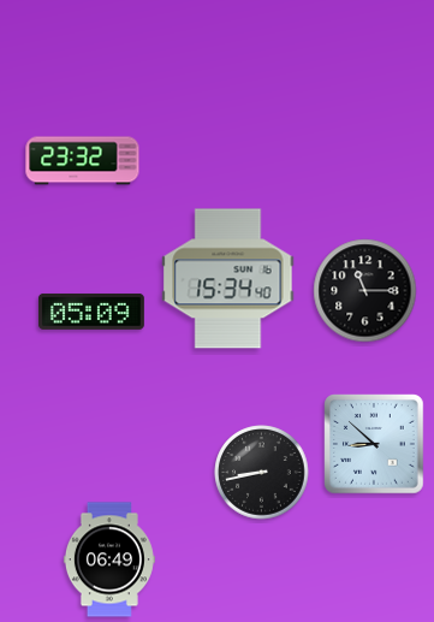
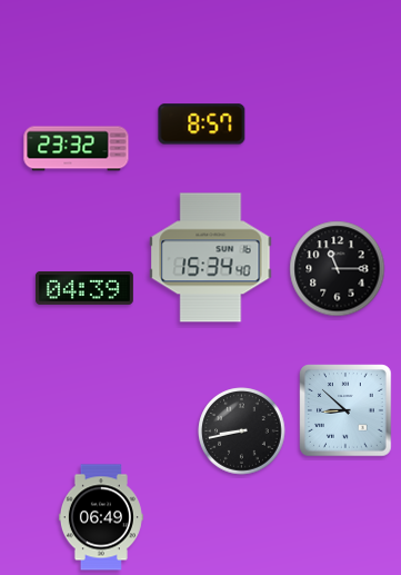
clock at (202, 125): none -> 8:57
clock at (91, 312): 05:09 -> 04:39
clock at (262, 473) position: (262, 473) -> (242, 432)
